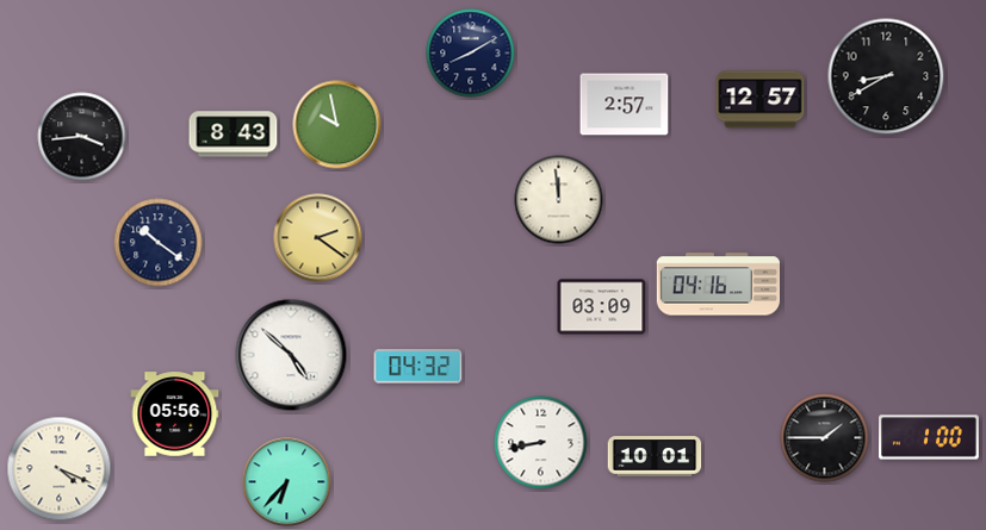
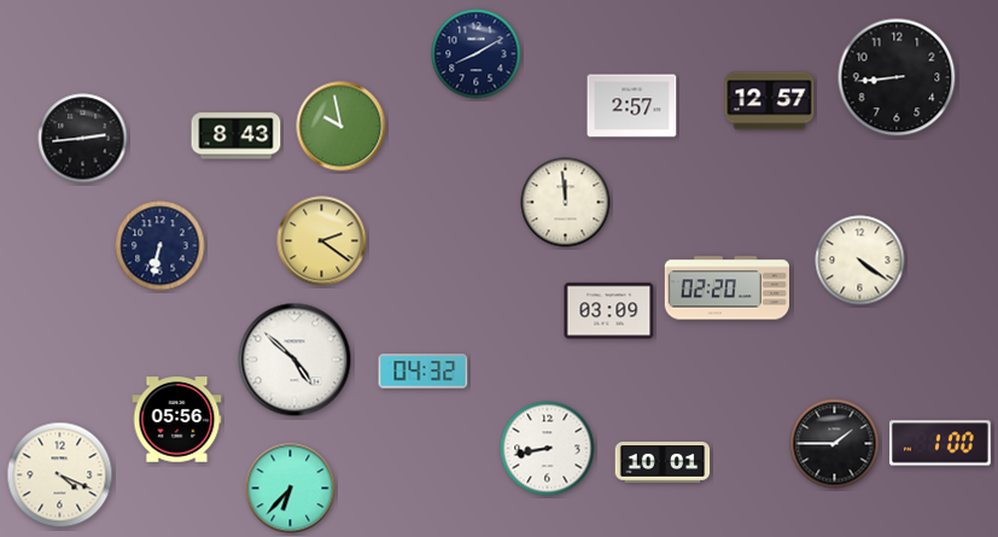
clock at (886, 76): 8:40 -> 8:44
clock at (82, 137): 3:44 -> 2:44
clock at (159, 243): 10:21 -> 6:32
clock at (860, 261): none -> 4:21
clock at (719, 285): 04:16 -> 02:20
